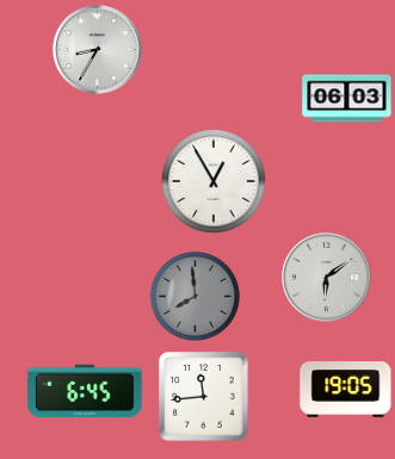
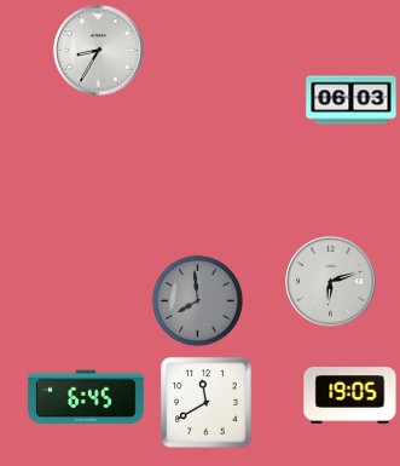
clock at (215, 182): 12:55 -> none
clock at (327, 278): 6:09 -> 6:12
clock at (204, 397): 11:44 -> 11:40
